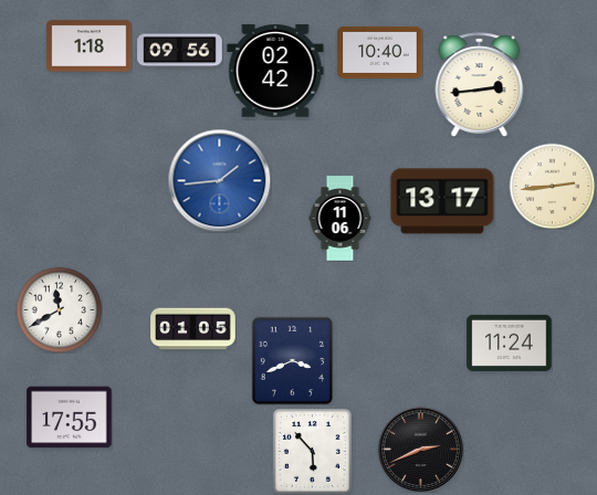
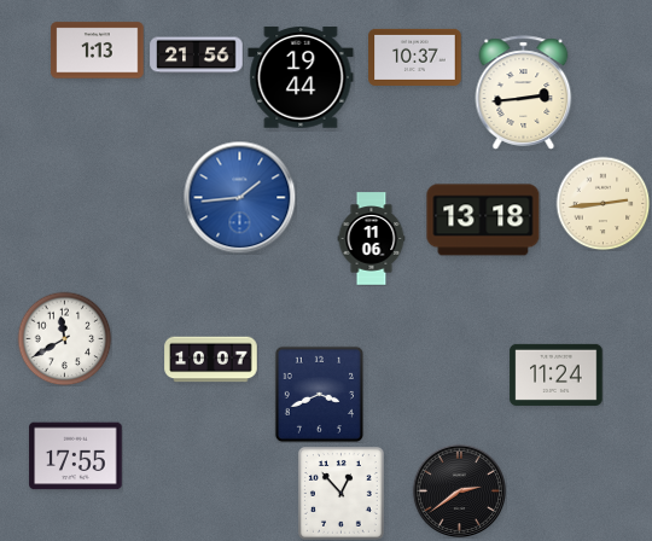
clock at (90, 46): 1:18 -> 1:13
clock at (180, 51): 09:56 -> 21:56
clock at (380, 52): 10:40 -> 10:37
clock at (275, 71): 02:42 -> 19:44
clock at (442, 201): 13:17 -> 13:18
clock at (193, 329): 01:05 -> 10:07
clock at (420, 449): 2:41 -> 2:39
clock at (312, 451): 5:53 -> 12:53
